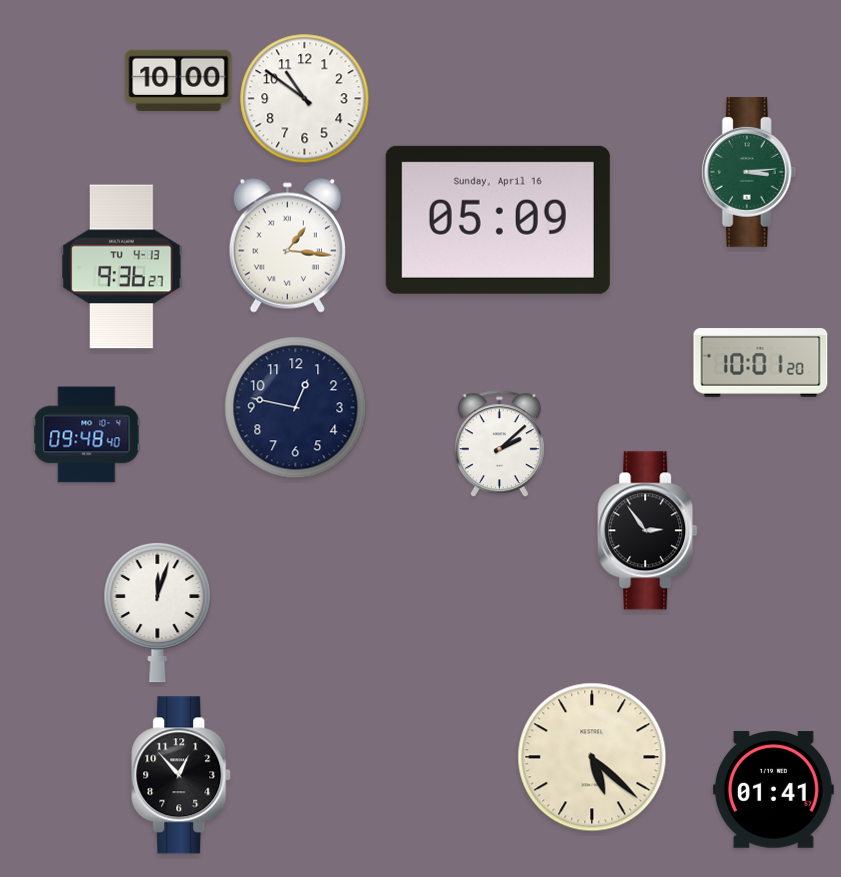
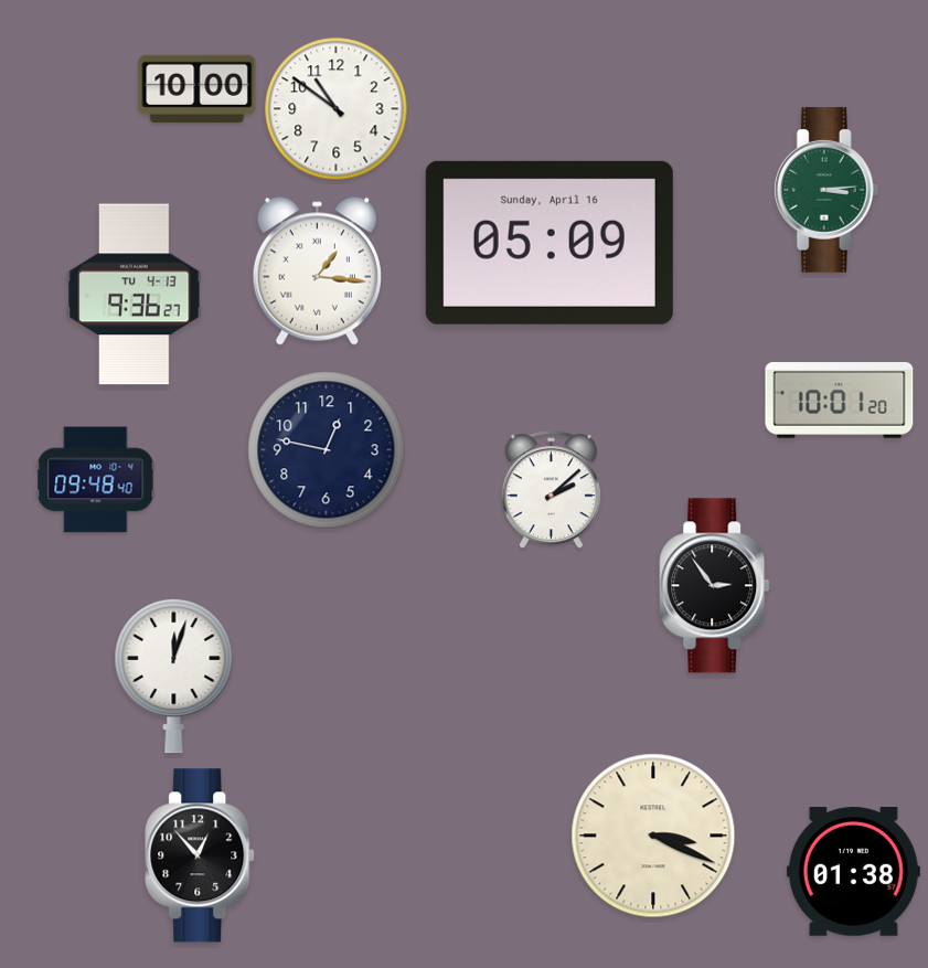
clock at (592, 757): 5:22 -> 3:19
clock at (773, 790): 01:41 -> 01:38
